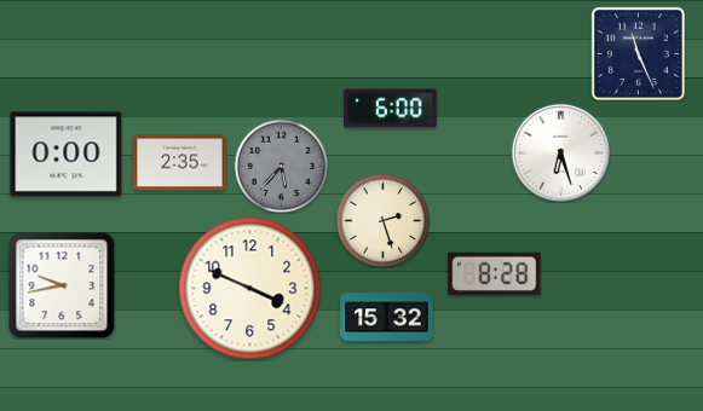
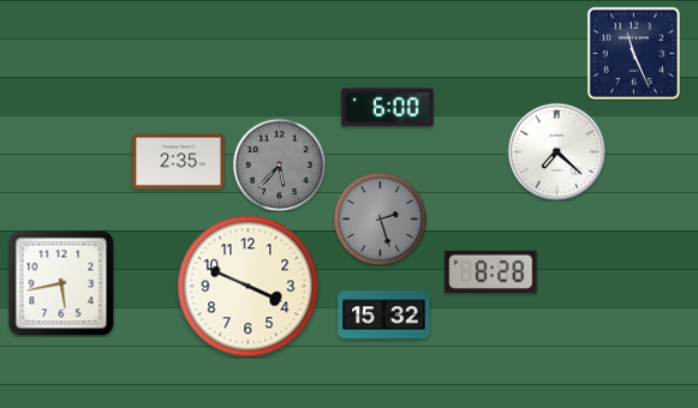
clock at (560, 152): 6:27 -> 7:22
clock at (67, 155): 0:00 -> none
clock at (382, 220) dial: cream -> grey
clock at (62, 285): 9:43 -> 5:43
